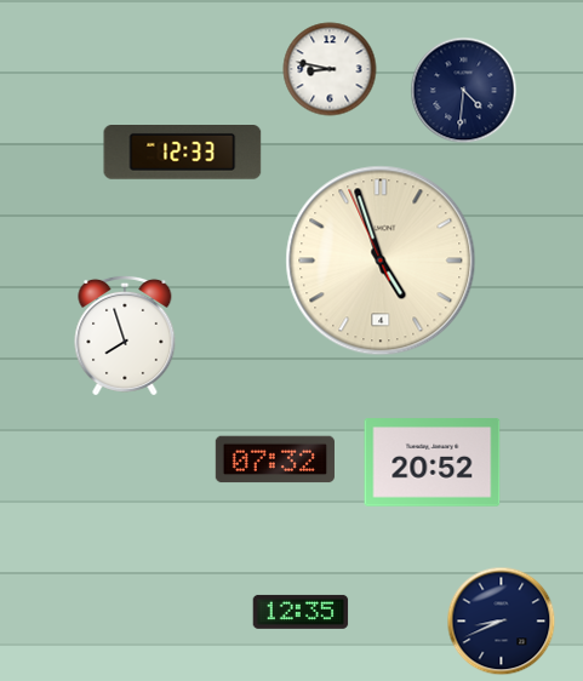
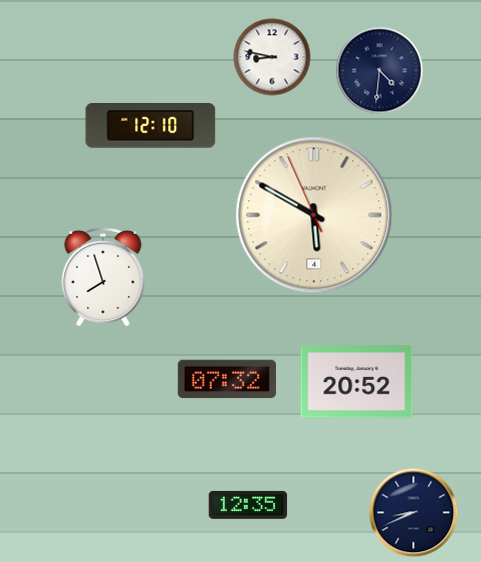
clock at (464, 91) position: (464, 91) -> (380, 71)
clock at (183, 153): 12:33 -> 12:10
clock at (381, 261): 4:56 -> 5:49
